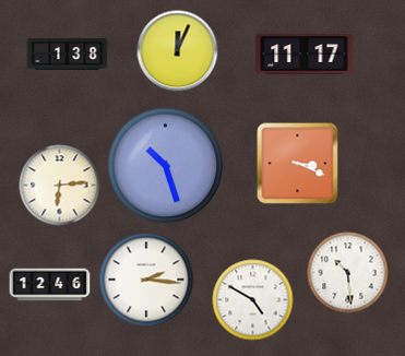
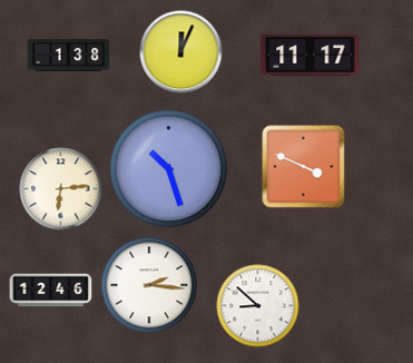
clock at (298, 164): 3:19 -> 3:49
clock at (348, 273): 10:29 -> none
clock at (253, 300): 4:50 -> 8:52
